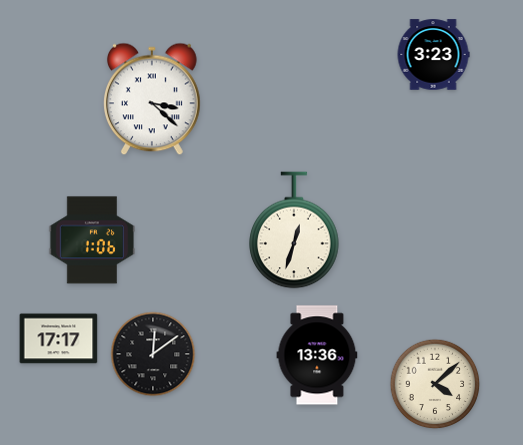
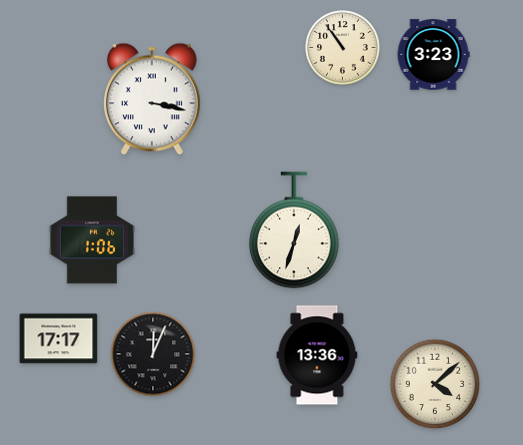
clock at (343, 48): none -> 10:54
clock at (153, 99): 3:22 -> 3:17
clock at (153, 354): 12:09 -> 12:04
